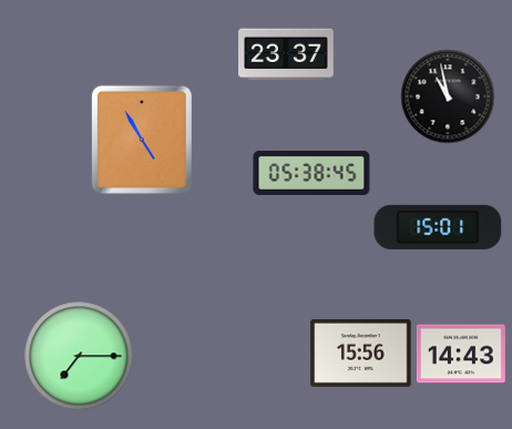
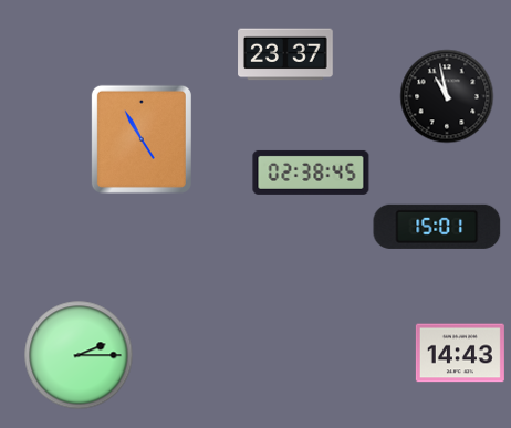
clock at (311, 173): 05:38 -> 02:38
clock at (361, 353): 15:56 -> none
clock at (79, 356): 7:15 -> 2:15
